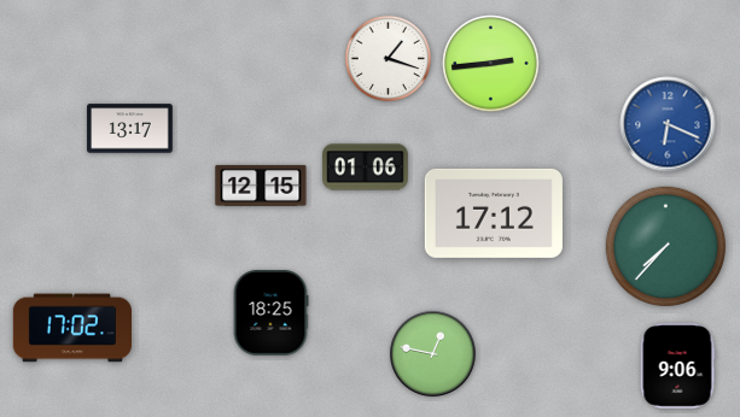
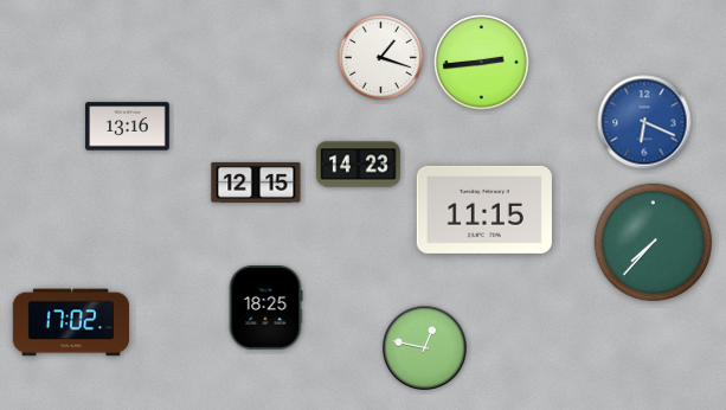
clock at (668, 124) position: (668, 124) -> (644, 122)
clock at (130, 129): 13:17 -> 13:16
clock at (366, 168): 01:06 -> 14:23
clock at (494, 213): 17:12 -> 11:15
clock at (677, 366): 9:06 -> none
